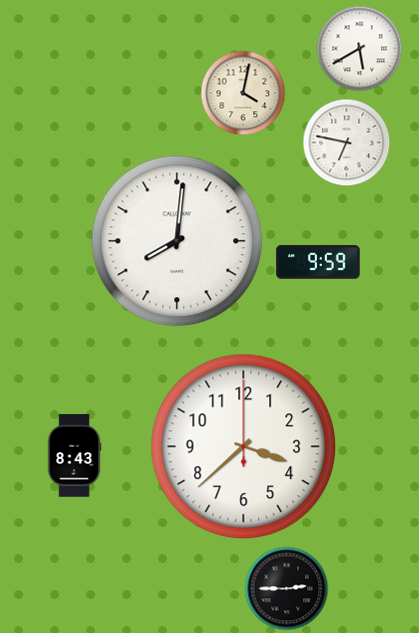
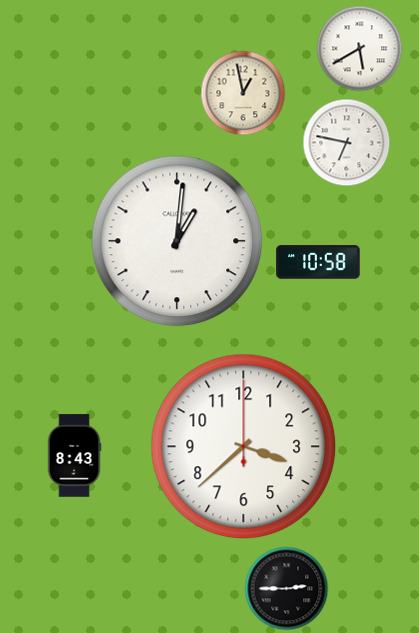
clock at (243, 93): 4:02 -> 12:58
clock at (177, 241): 8:01 -> 1:01
clock at (318, 262): 9:59 -> 10:58
